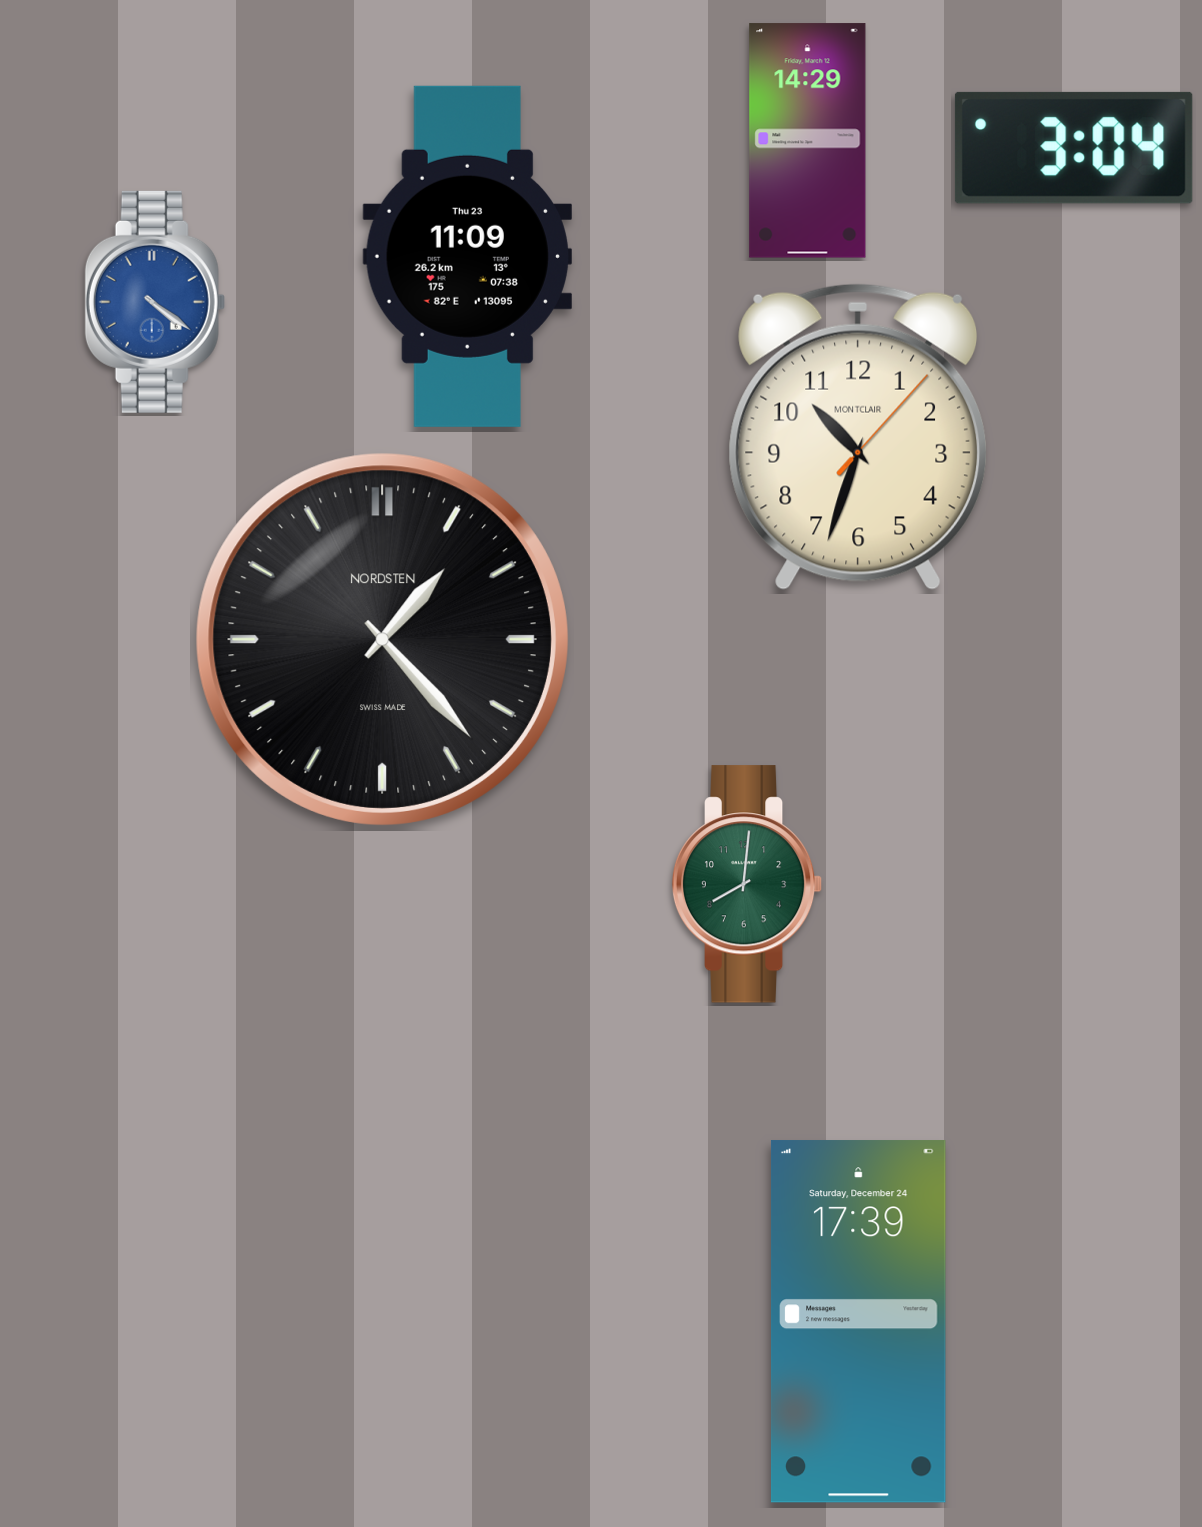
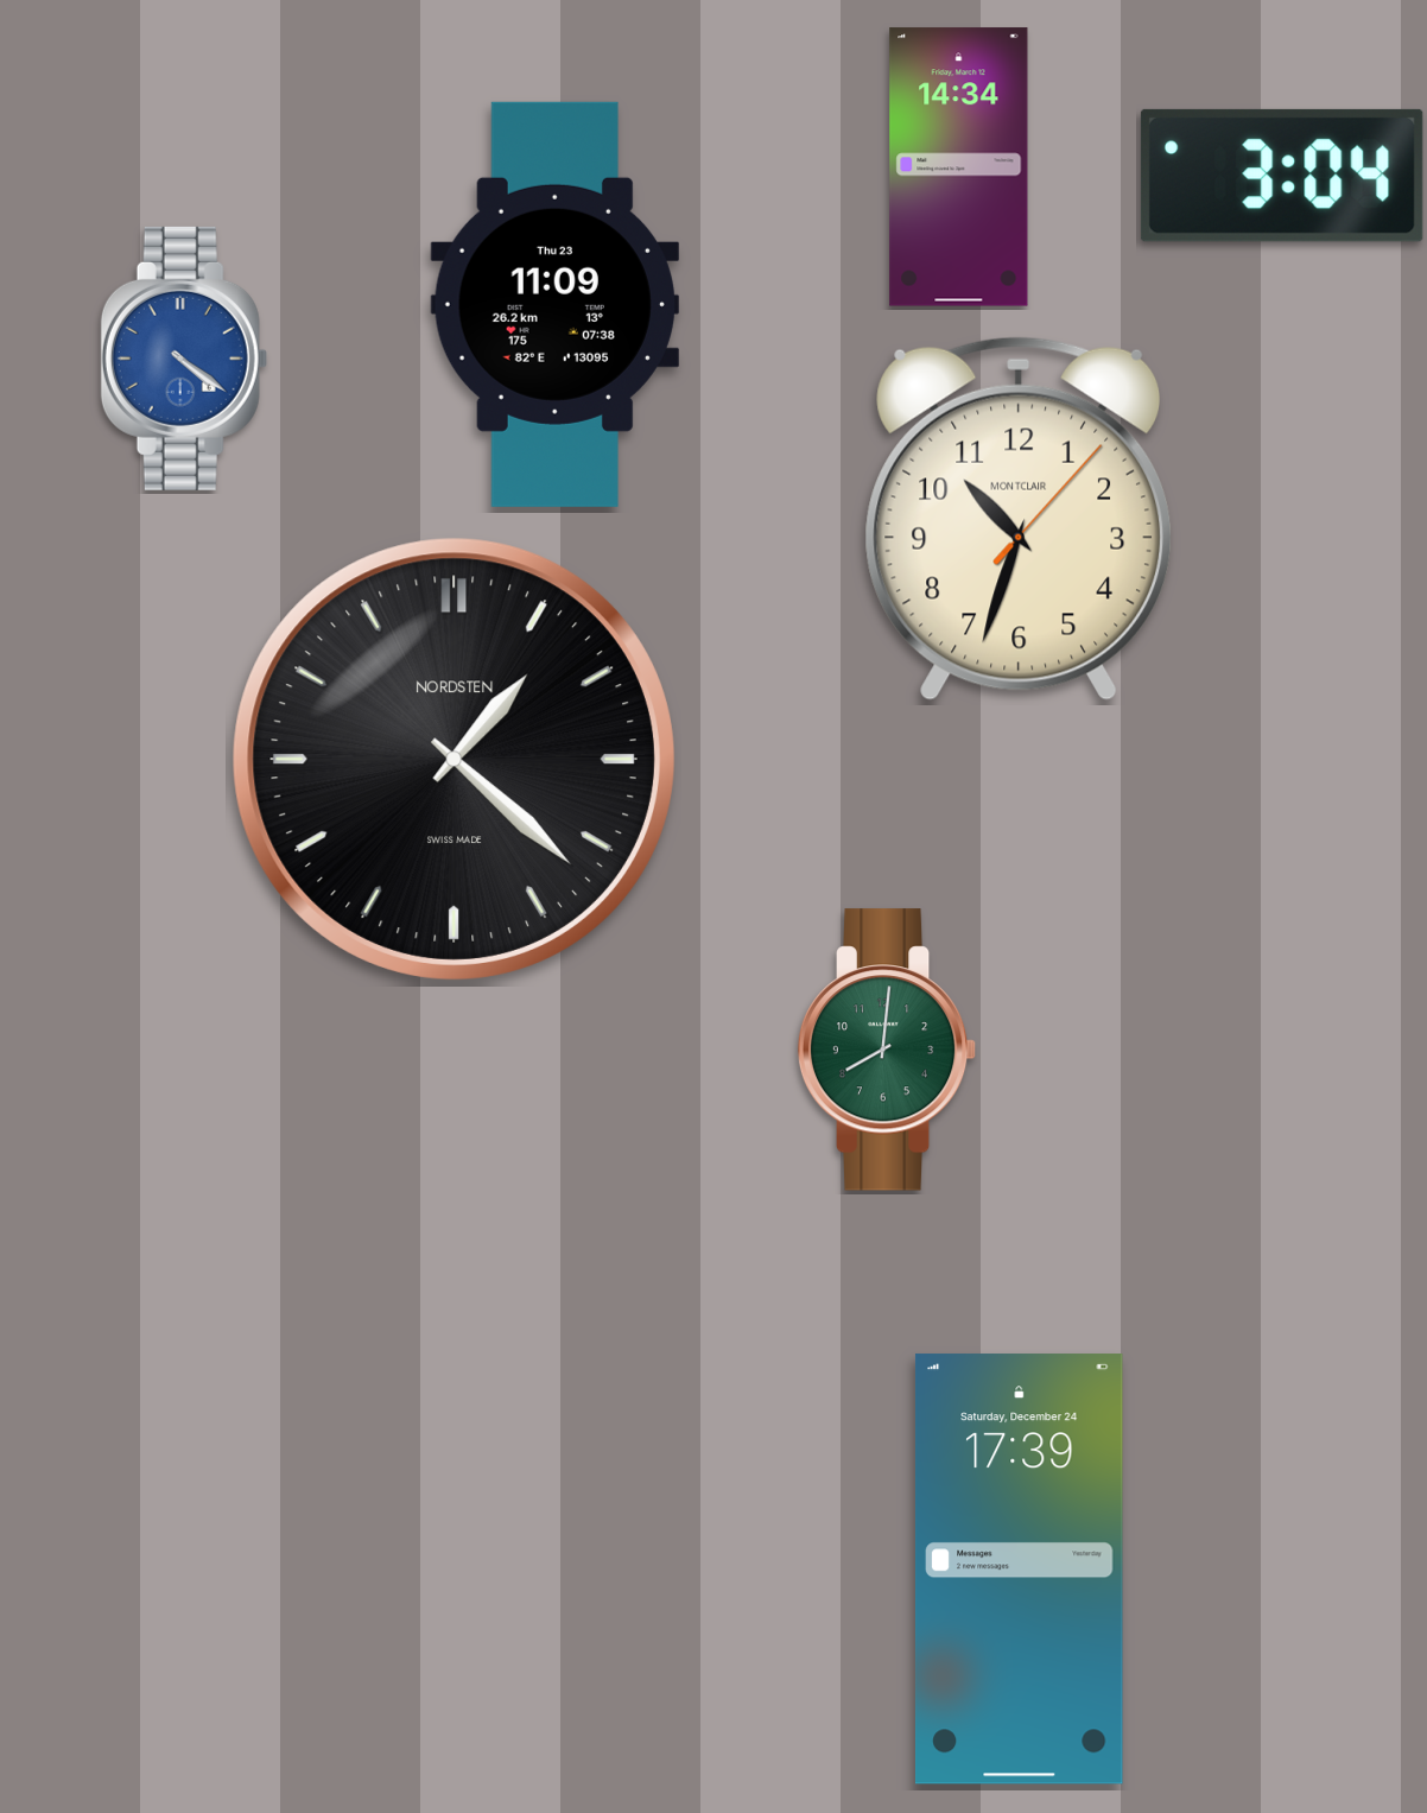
clock at (808, 141): 14:29 -> 14:34
clock at (1074, 148) position: (1074, 148) -> (1282, 176)
clock at (382, 639): 1:23 -> 1:22
